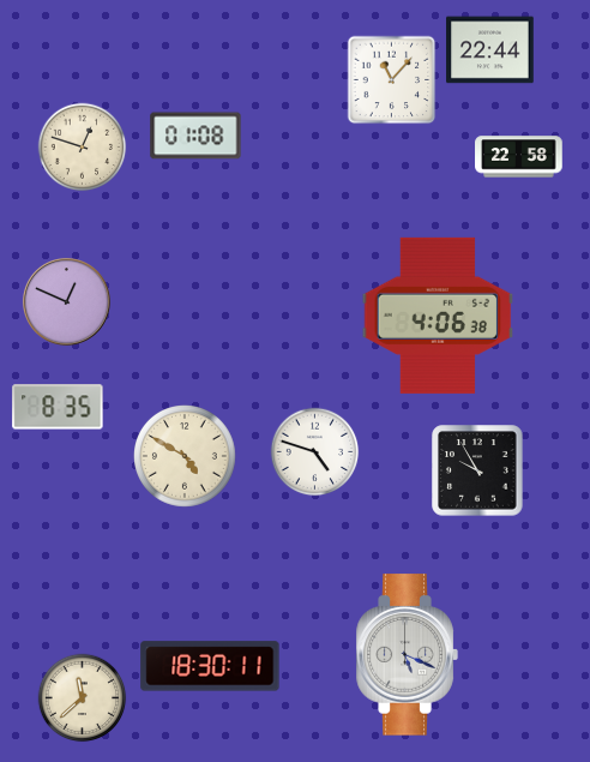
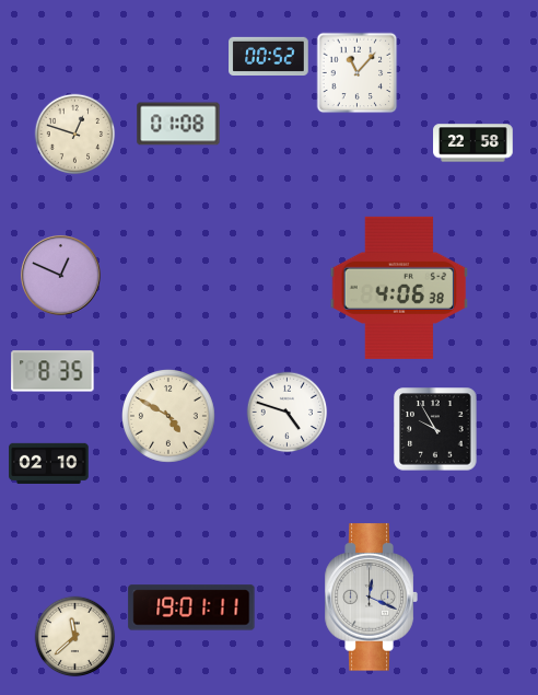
clock at (490, 50): 22:44 -> none
clock at (269, 56): none -> 00:52
clock at (49, 463): none -> 02:10
clock at (407, 655): 5:19 -> 12:19
clock at (210, 666): 18:30 -> 19:01
